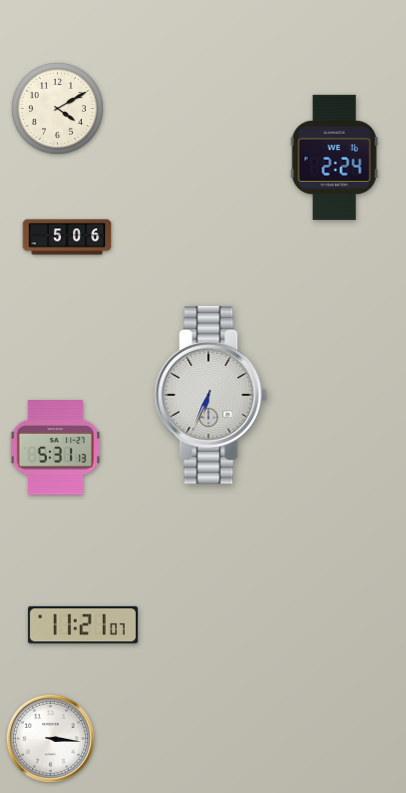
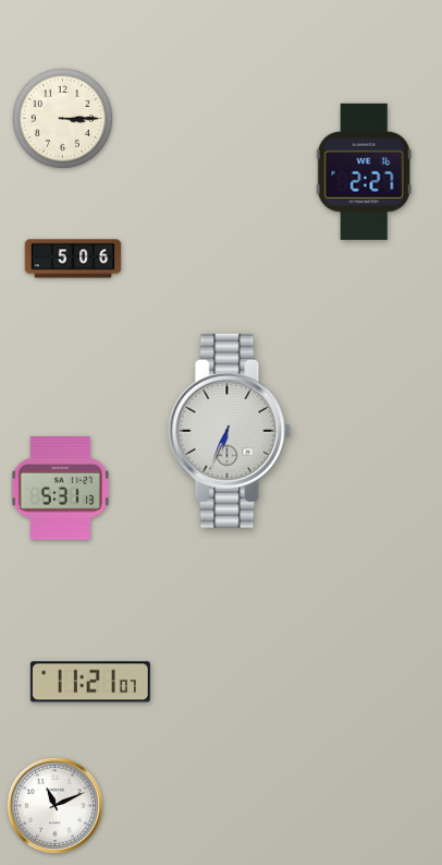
clock at (58, 109): 4:10 -> 3:15
clock at (334, 157): 2:24 -> 2:27
clock at (50, 738): 3:16 -> 11:11
